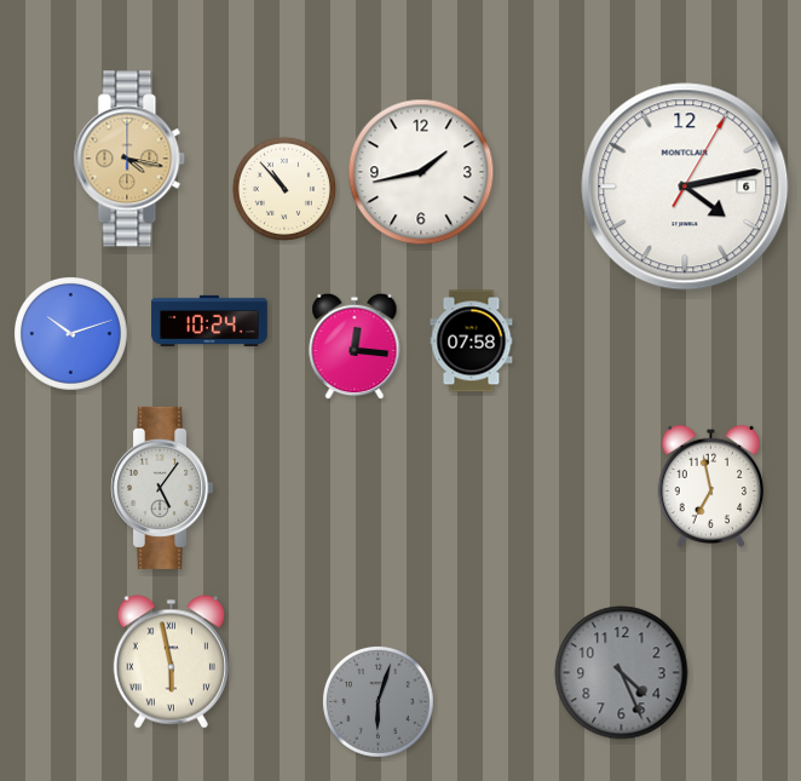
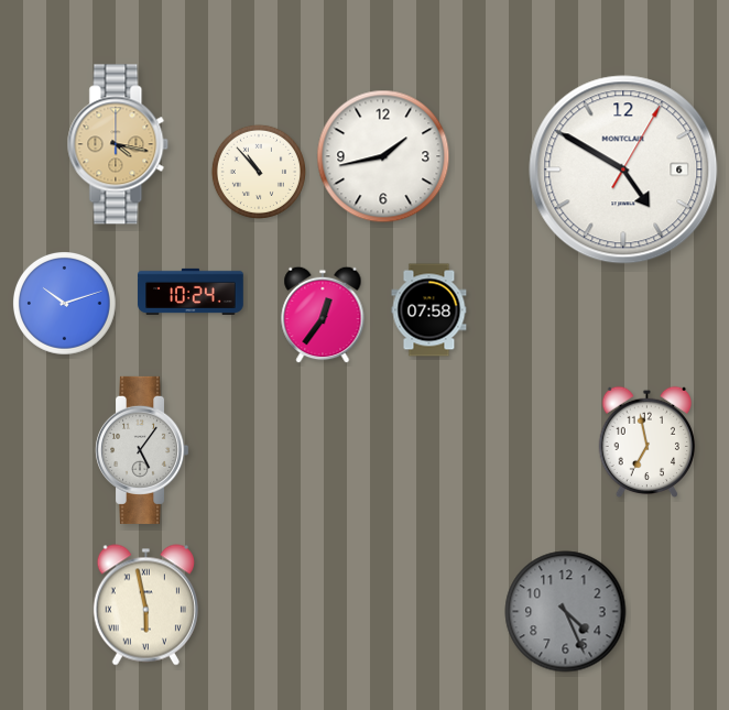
clock at (685, 186): 4:13 -> 4:50
clock at (355, 346): 12:16 -> 12:36
clock at (163, 488) position: (163, 488) -> (143, 450)
clock at (171, 662) position: (171, 662) -> (145, 605)
clock at (378, 701): 6:03 -> none
